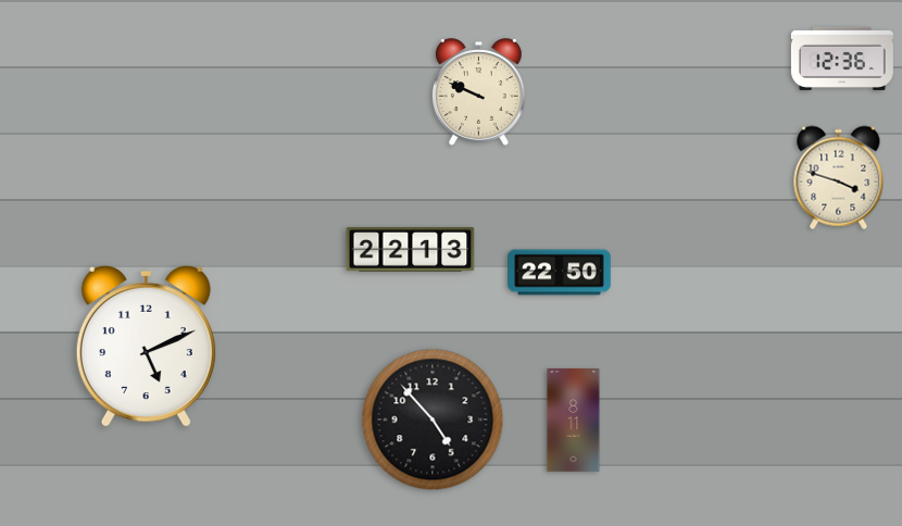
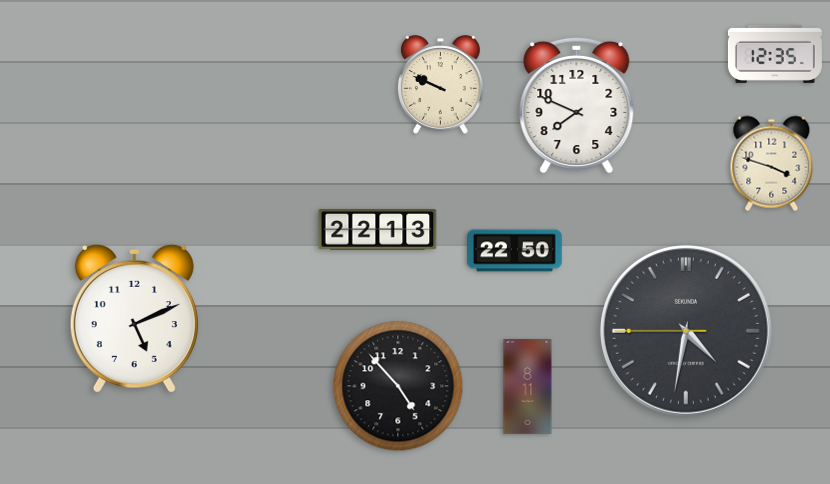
clock at (842, 59): 12:36 -> 12:35
clock at (577, 105): none -> 7:49
clock at (686, 331): none -> 4:31
